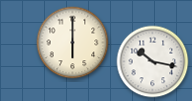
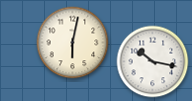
clock at (73, 43): 6:00 -> 6:02
